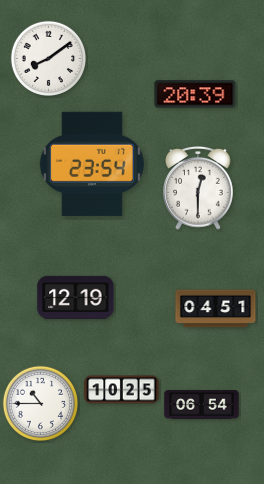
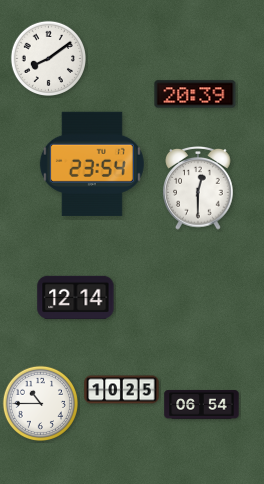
clock at (76, 297): 12:19 -> 12:14
clock at (216, 309): 04:51 -> none
